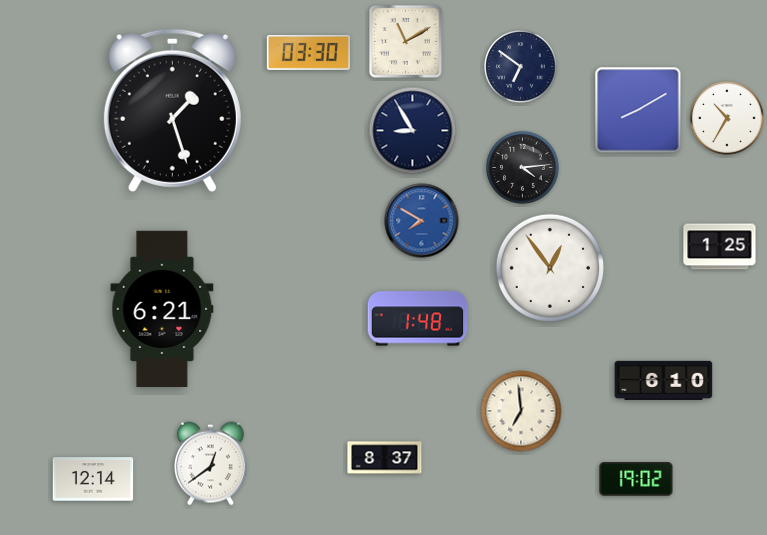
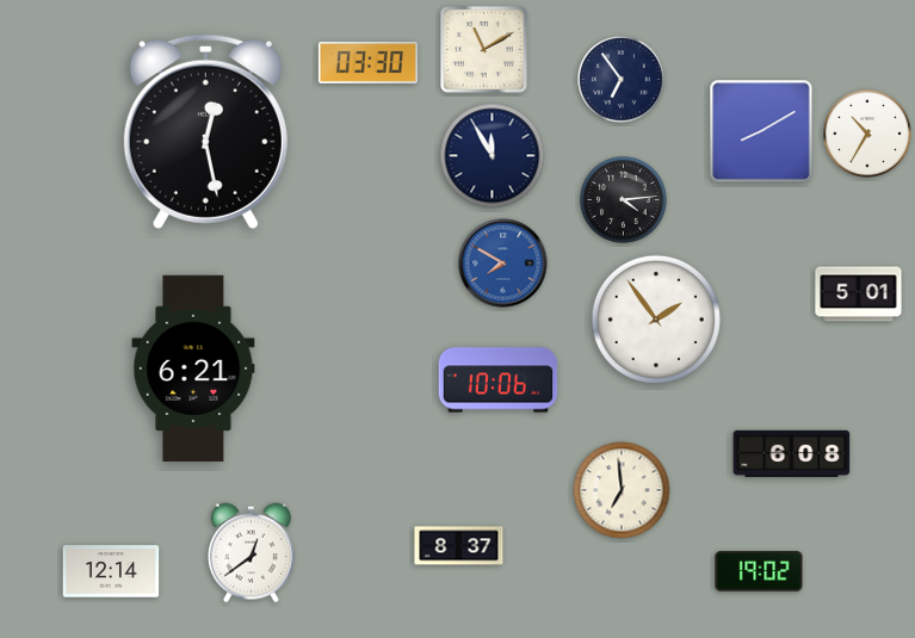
clock at (521, 67): 6:51 -> 6:54
clock at (172, 110): 1:27 -> 12:28
clock at (727, 118) position: (727, 118) -> (867, 134)
clock at (413, 131): 8:55 -> 11:55
clock at (720, 247): 1:25 -> 5:01
clock at (550, 268): 12:54 -> 1:54
clock at (418, 319): 1:48 -> 10:06
clock at (664, 380): 6:10 -> 6:08
